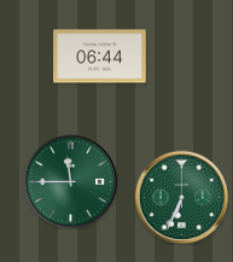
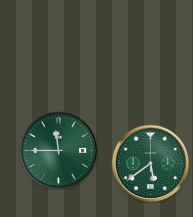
clock at (100, 57): 06:44 -> none
clock at (181, 197): 6:34 -> 5:39
